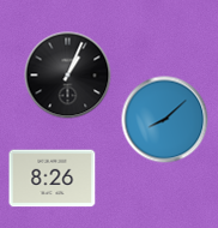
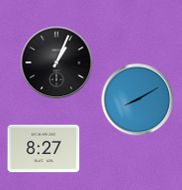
clock at (165, 120): 8:08 -> 8:10
clock at (53, 179): 8:26 -> 8:27
